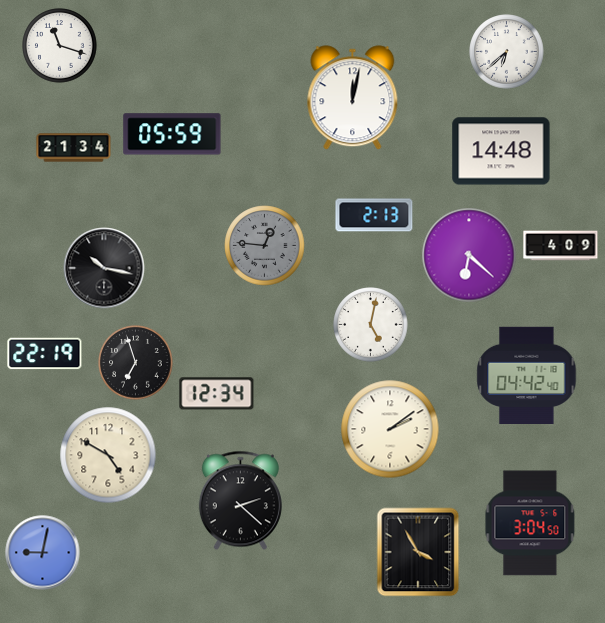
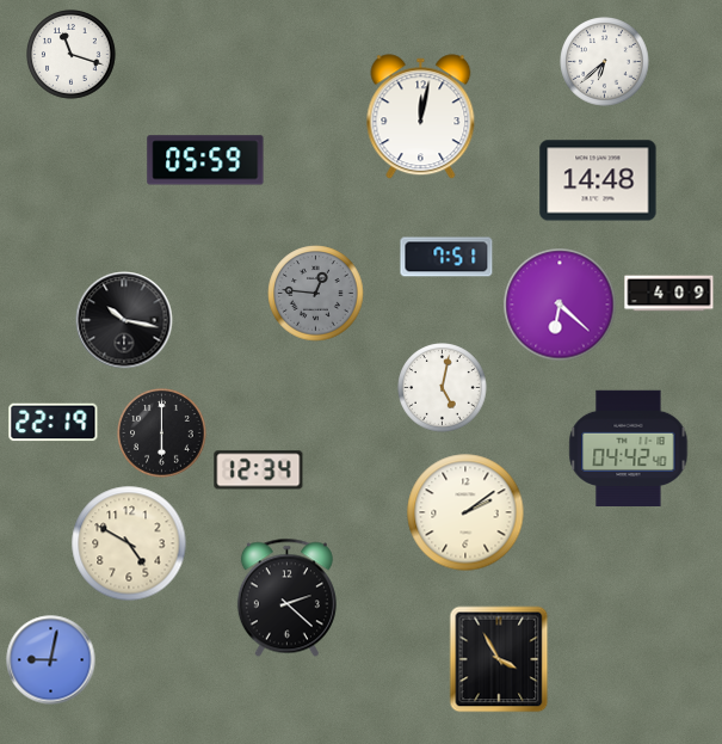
clock at (74, 148): 21:34 -> none
clock at (374, 215): 2:13 -> 7:51
clock at (136, 363): 6:57 -> 6:00
clock at (530, 523): 3:04 -> none
